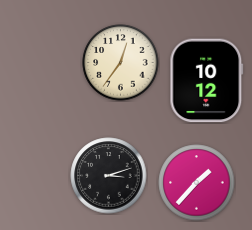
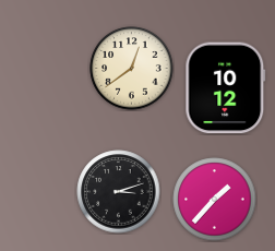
clock at (121, 63): 12:36 -> 12:39
